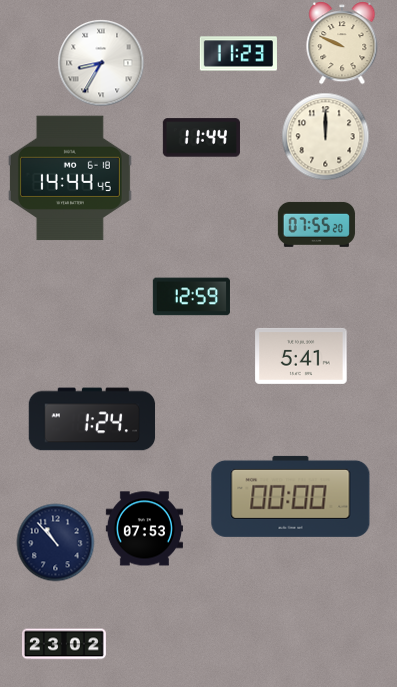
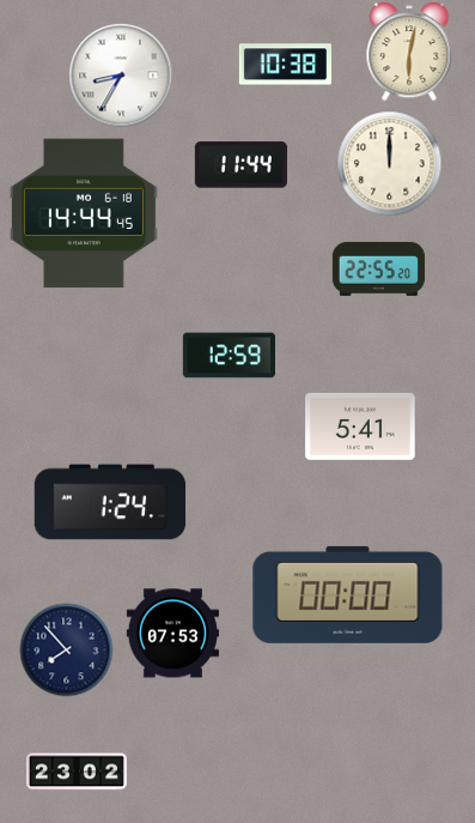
clock at (342, 43): 9:49 -> 6:02
clock at (238, 54): 11:23 -> 10:38
clock at (316, 224): 07:55 -> 22:55
clock at (55, 542): 10:53 -> 7:53
